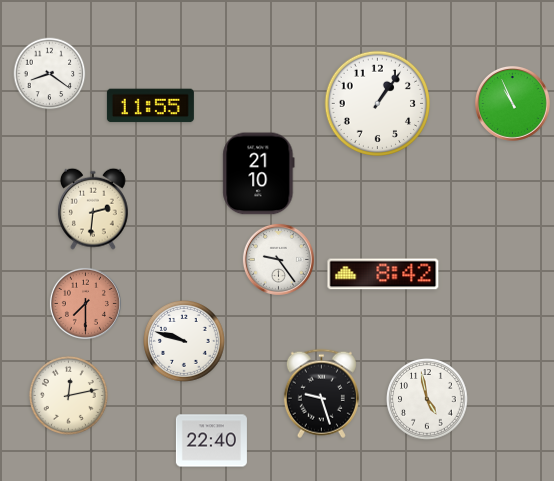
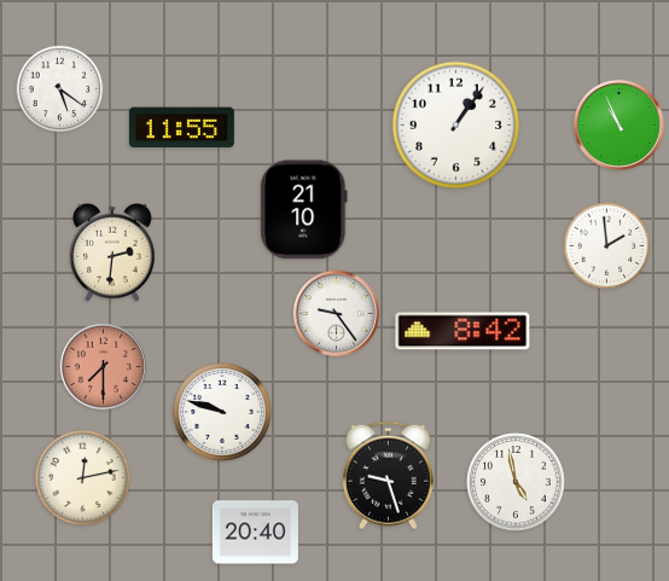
clock at (50, 74): 8:21 -> 5:21
clock at (259, 174) position: (259, 174) -> (304, 210)
clock at (607, 246): none -> 1:59
clock at (211, 441): 22:40 -> 20:40
